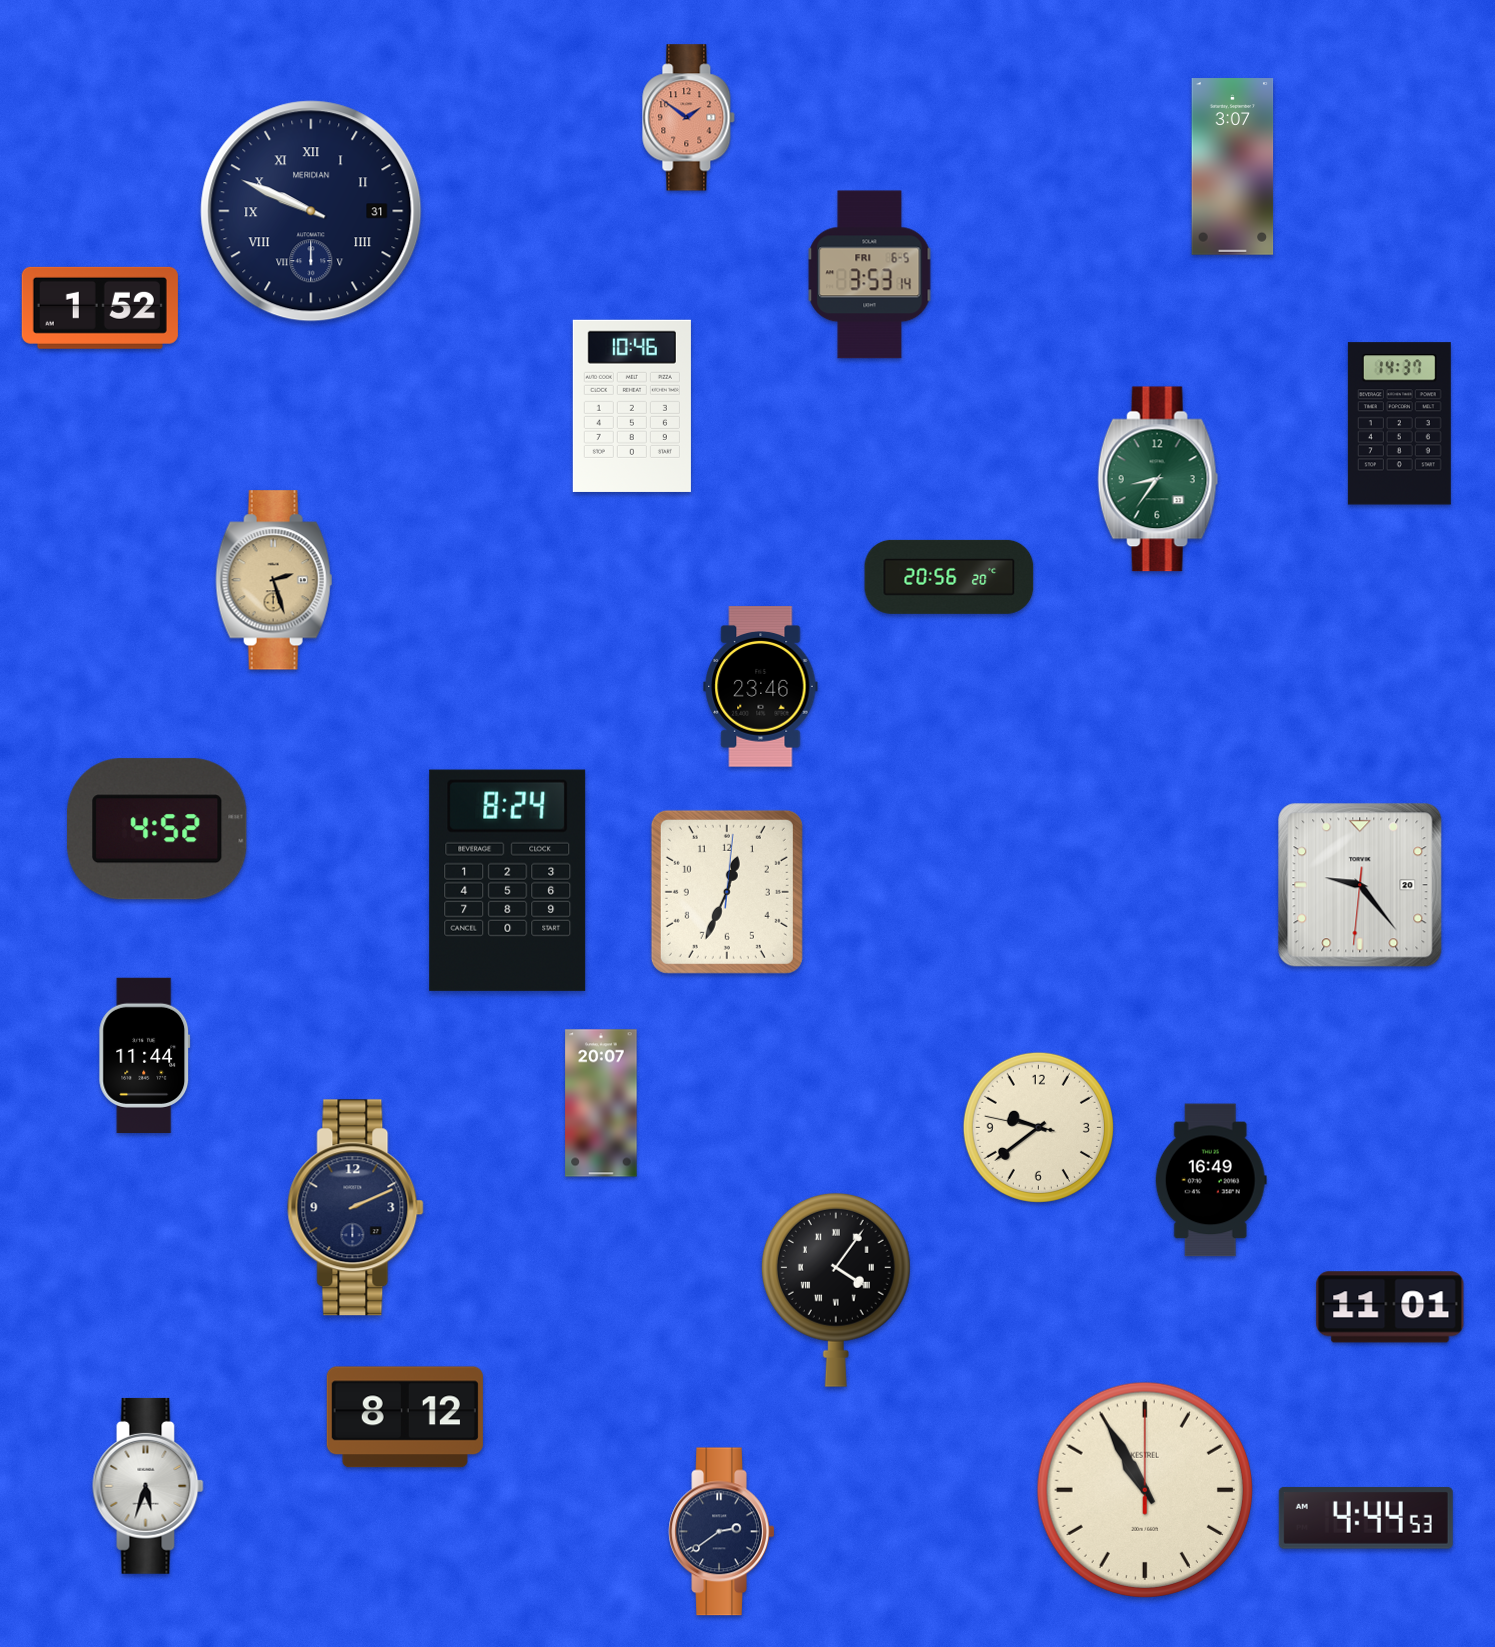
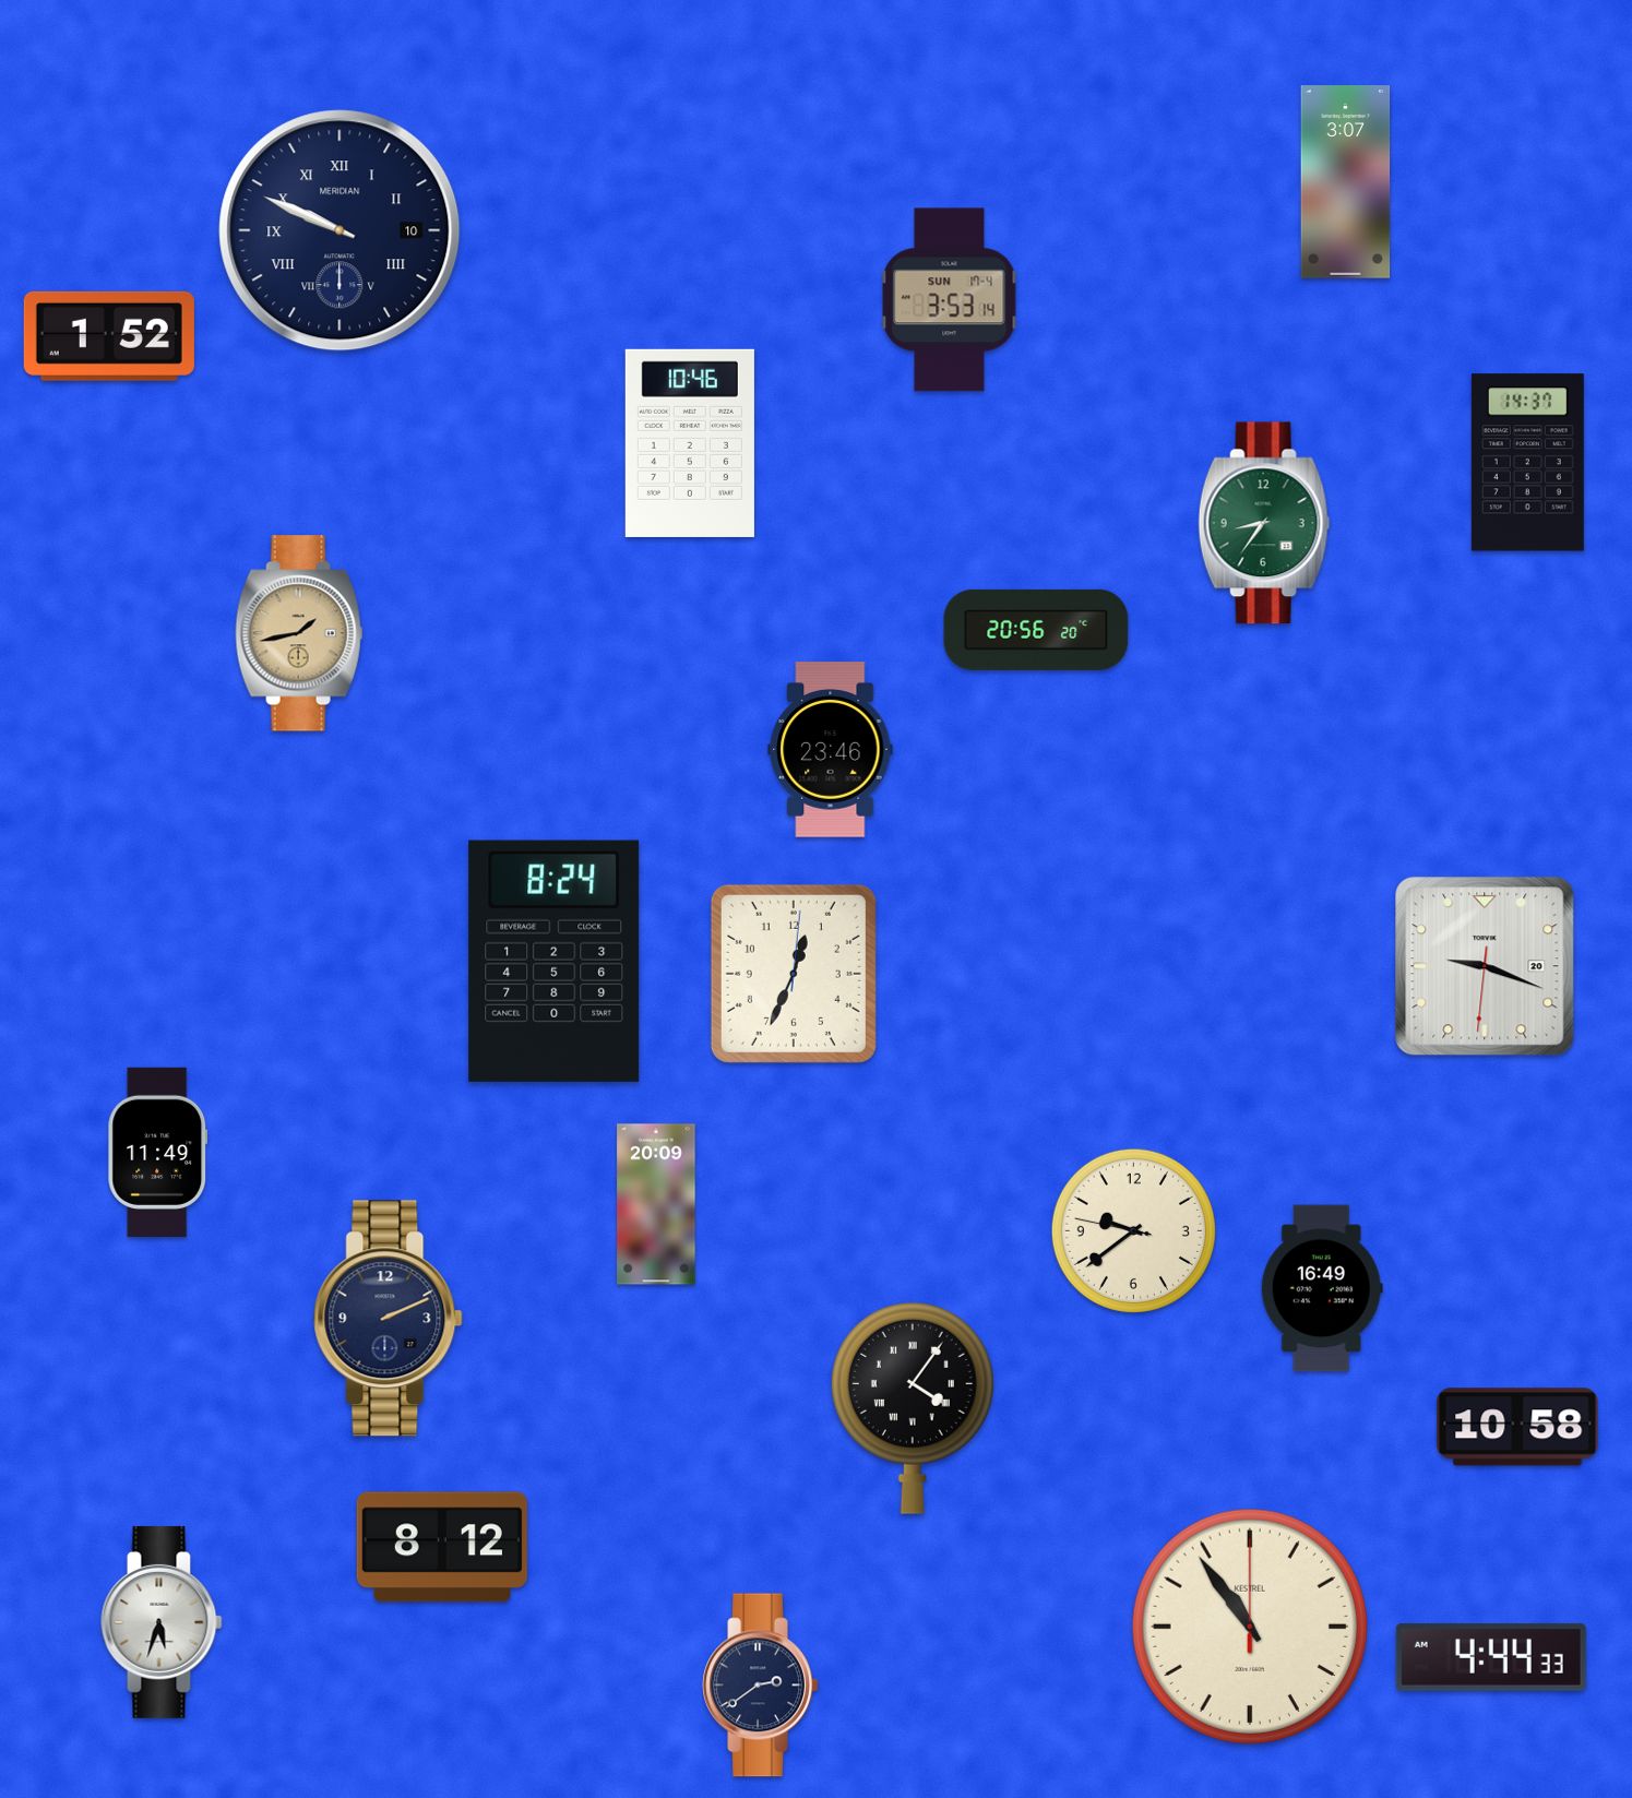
clock at (689, 118): 1:51 -> none
clock at (311, 211) date: 31 -> 10
clock at (870, 275) date: FRI 6-5 -> SUN 17-4
clock at (274, 580): 2:27 -> 1:43
clock at (157, 829): 4:52 -> none
clock at (1360, 885): 9:23 -> 9:18
clock at (145, 1055): 11:44 -> 11:49
clock at (601, 1103): 20:07 -> 20:09
clock at (1390, 1307): 11:01 -> 10:58
clock at (1145, 1490): 10:55 -> 10:54
clock at (1366, 1518): 4:44:53 -> 4:44:33
clock at (722, 1532) position: (722, 1532) -> (761, 1686)
